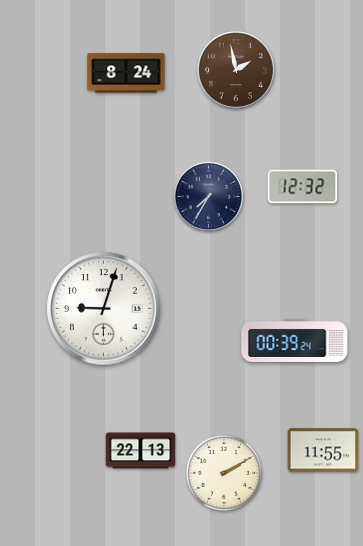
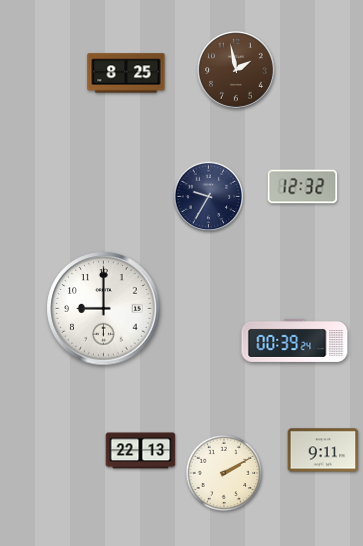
clock at (126, 73): 8:24 -> 8:25
clock at (209, 197): 7:35 -> 9:35
clock at (104, 309): 9:03 -> 9:00
clock at (323, 450): 11:55 -> 9:11
